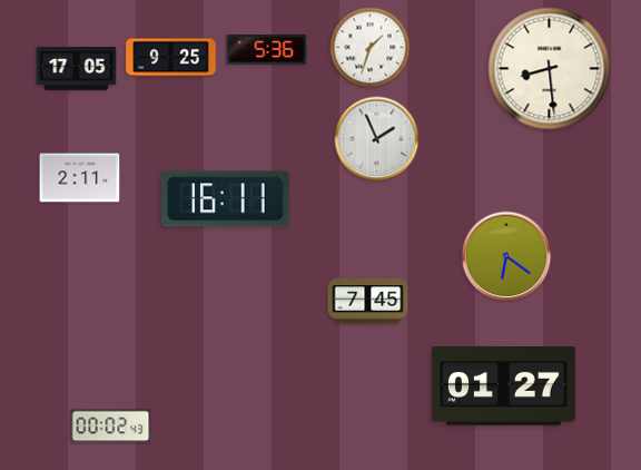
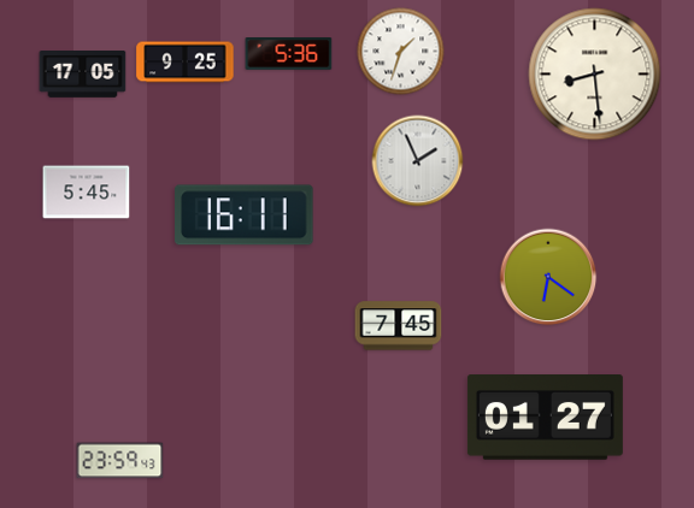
clock at (377, 139) position: (377, 139) -> (418, 161)
clock at (80, 178): 2:11 -> 5:45
clock at (111, 427): 00:02 -> 23:59
